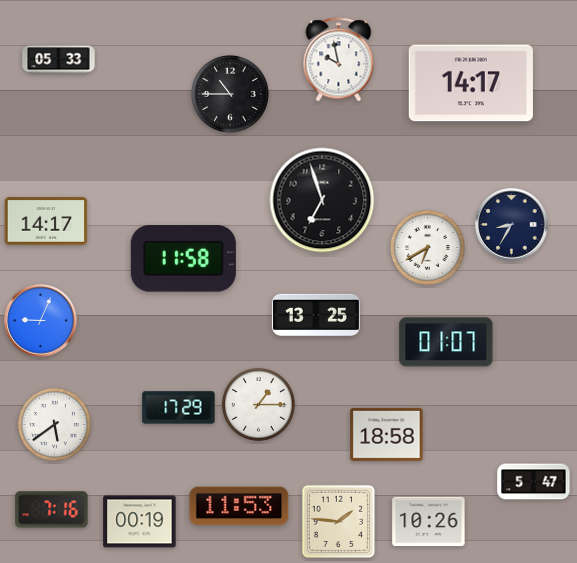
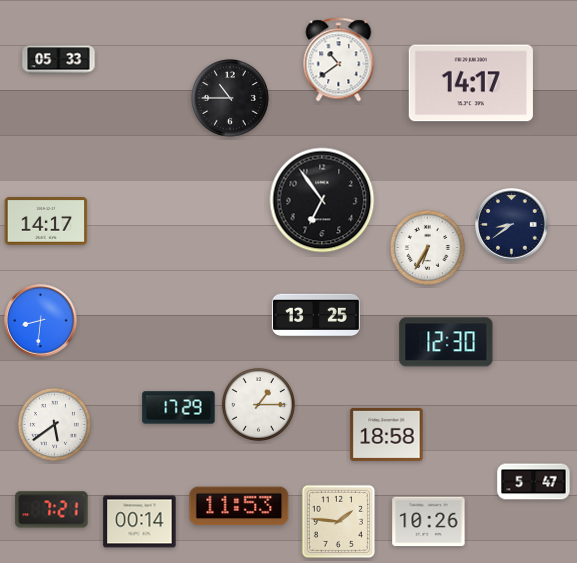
clock at (339, 60): 9:58 -> 10:39
clock at (231, 95) position: (231, 95) -> (231, 99)
clock at (322, 200): 6:57 -> 6:54
clock at (512, 225): 8:35 -> 8:39
clock at (427, 247): 6:40 -> 6:35
clock at (183, 259): 11:58 -> none
clock at (41, 321): 9:04 -> 8:31
clock at (446, 342): 01:07 -> 12:30
clock at (52, 510): 7:16 -> 7:21
clock at (140, 522): 00:19 -> 00:14
